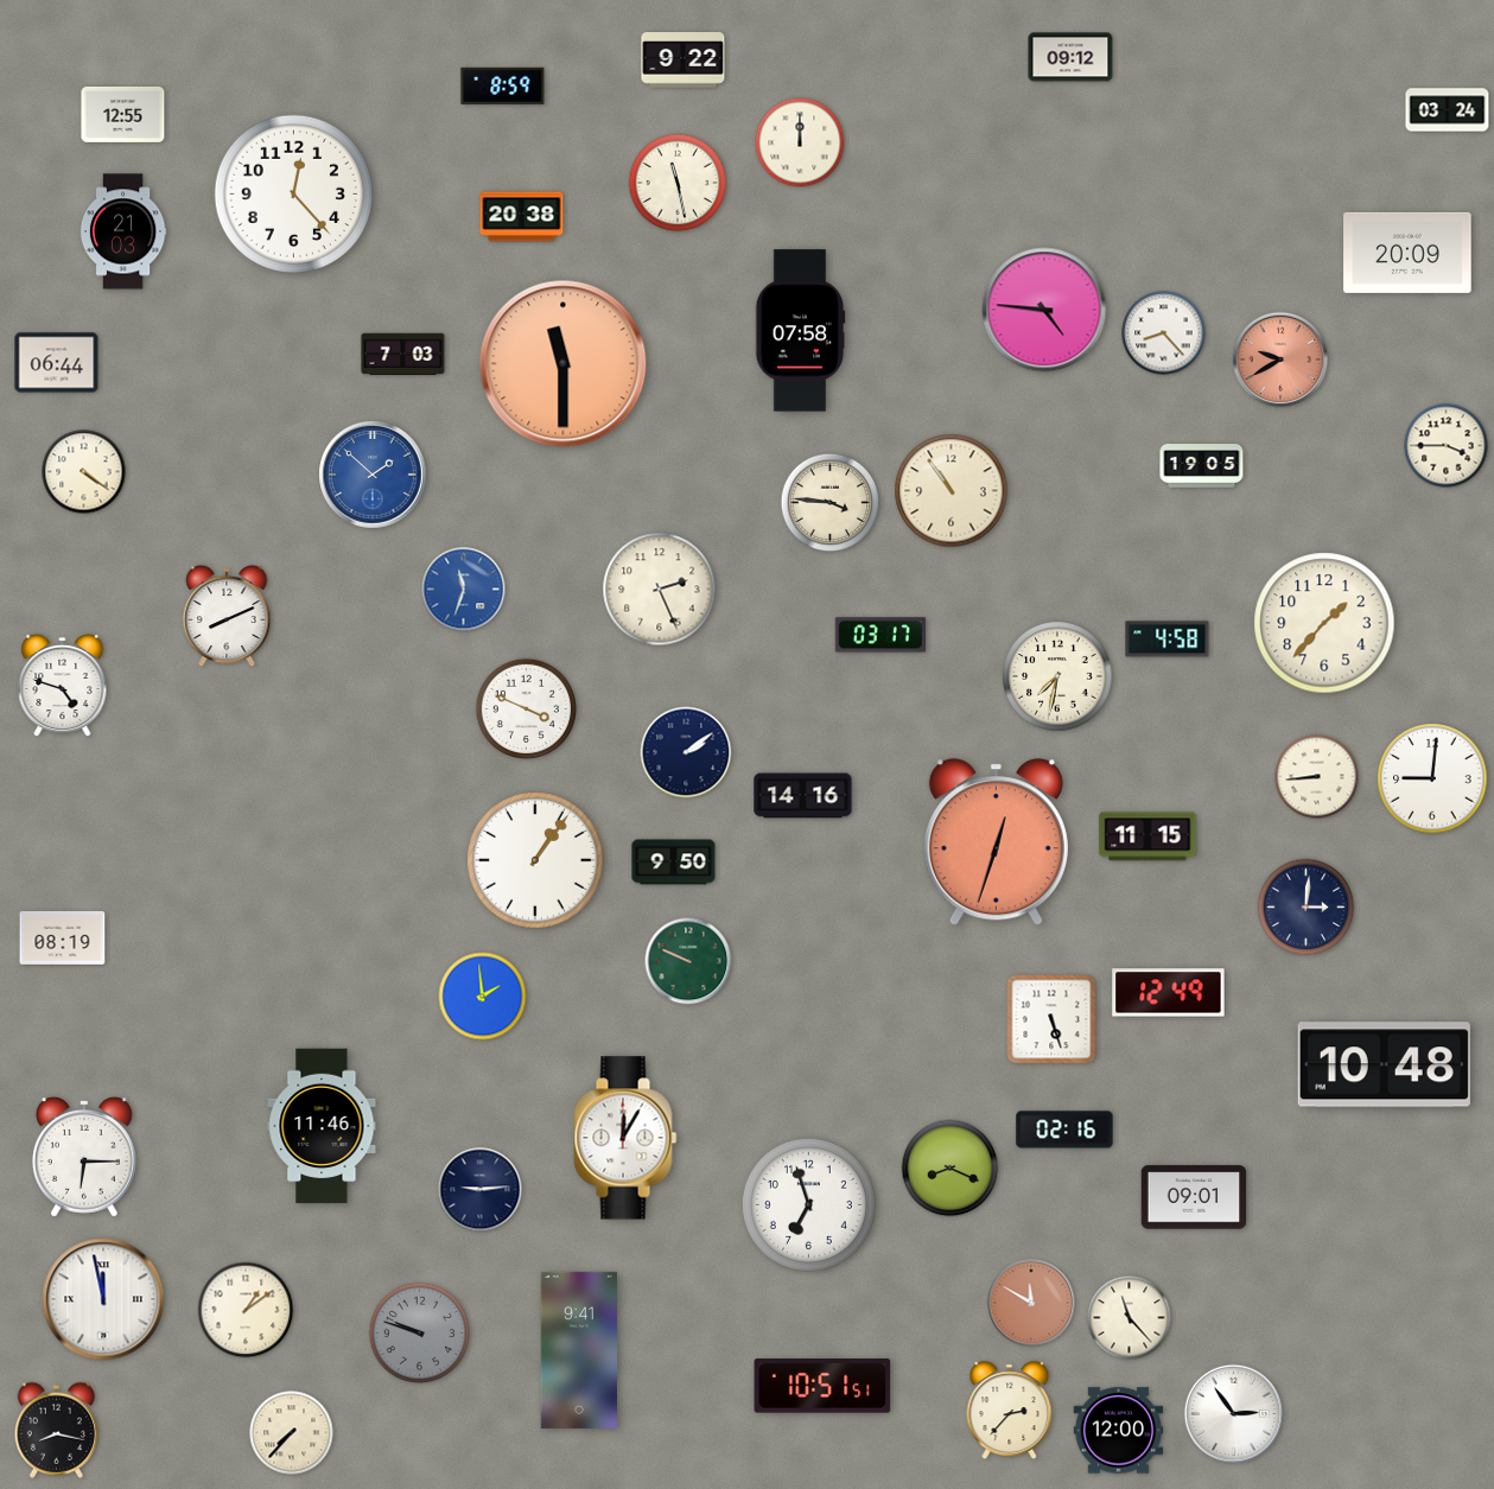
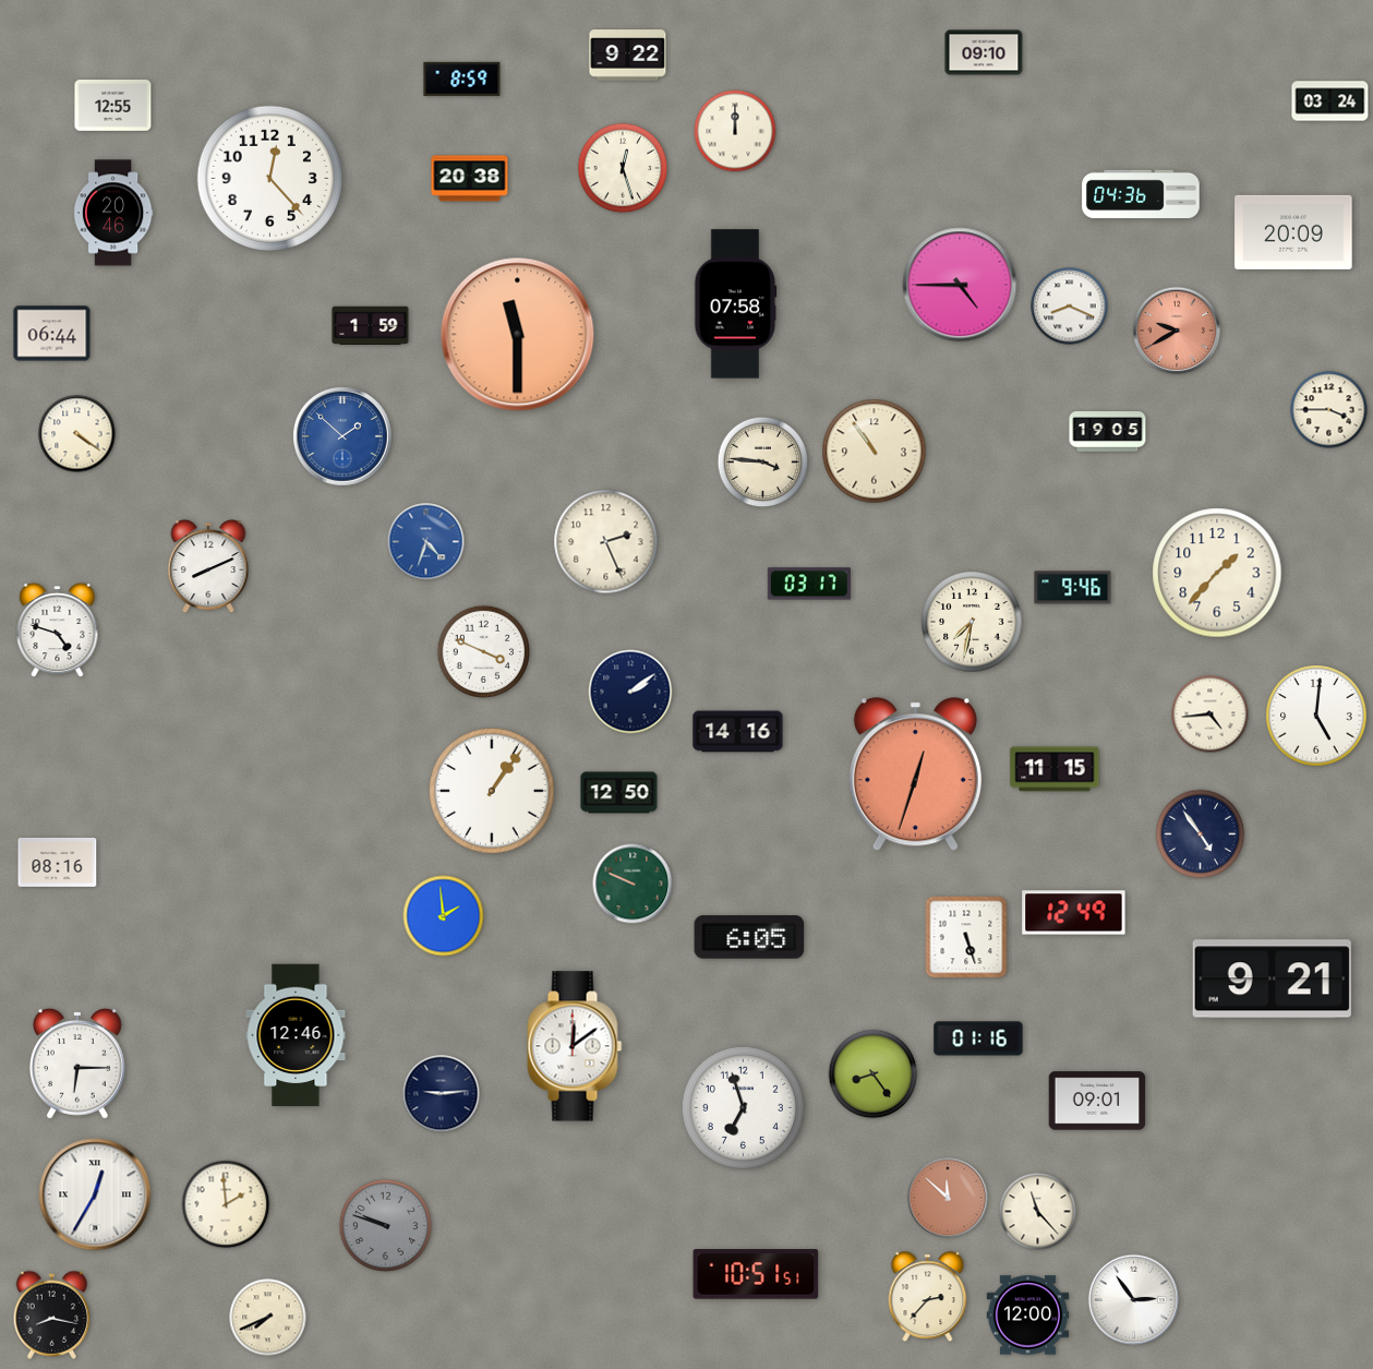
clock at (1070, 57): 09:12 -> 09:10
clock at (678, 183): 11:28 -> 12:27
clock at (1141, 194): none -> 04:36
clock at (522, 217) position: (522, 217) -> (470, 179)
clock at (123, 231): 21:03 -> 20:46
clock at (1044, 310): 4:46 -> 4:45
clock at (1164, 333): 8:23 -> 8:19
clock at (403, 355): 7:03 -> 1:59
clock at (1202, 466) position: (1202, 466) -> (1108, 432)
clock at (464, 590): 11:33 -> 4:33
clock at (1168, 639): 4:58 -> 9:46
clock at (1317, 777): 8:44 -> 4:44
clock at (1432, 778): 9:01 -> 5:01
clock at (674, 863): 9:50 -> 12:50
clock at (1307, 908): 3:01 -> 4:54
clock at (63, 937): 08:19 -> 08:16
clock at (749, 937): none -> 6:05
clock at (1384, 1065): 10:48 -> 9:21
clock at (322, 1126): 11:46 -> 12:46
clock at (1064, 1130): 02:16 -> 01:16
clock at (625, 1138): 12:05 -> 12:09
clock at (951, 1169): 8:19 -> 8:24
clock at (103, 1299): 11:58 -> 12:35
clock at (1031, 1303): 11:50 -> 11:52
clock at (246, 1310): 1:09 -> 1:59
clock at (579, 1350): 9:41 -> none
clock at (292, 1433): 7:37 -> 7:41
